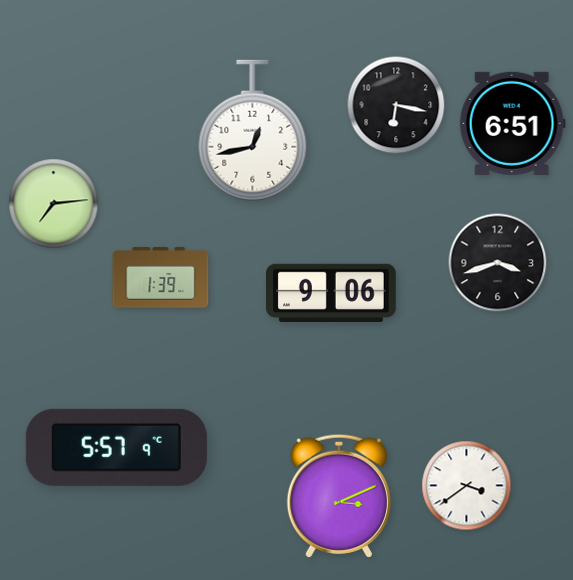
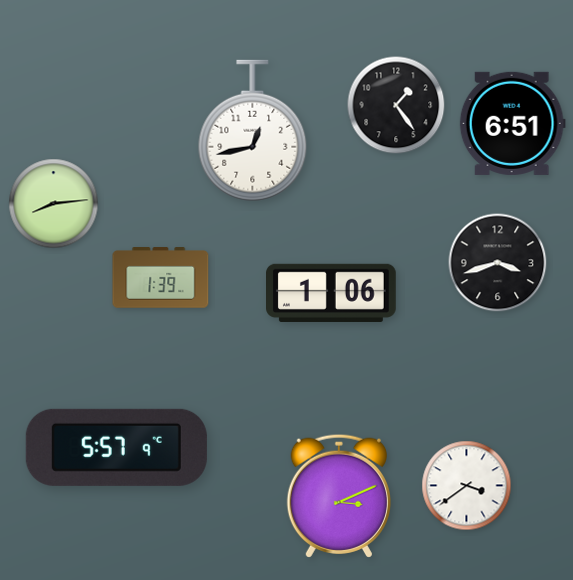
clock at (396, 105): 6:17 -> 1:24
clock at (54, 204): 7:14 -> 8:14
clock at (332, 293): 9:06 -> 1:06
